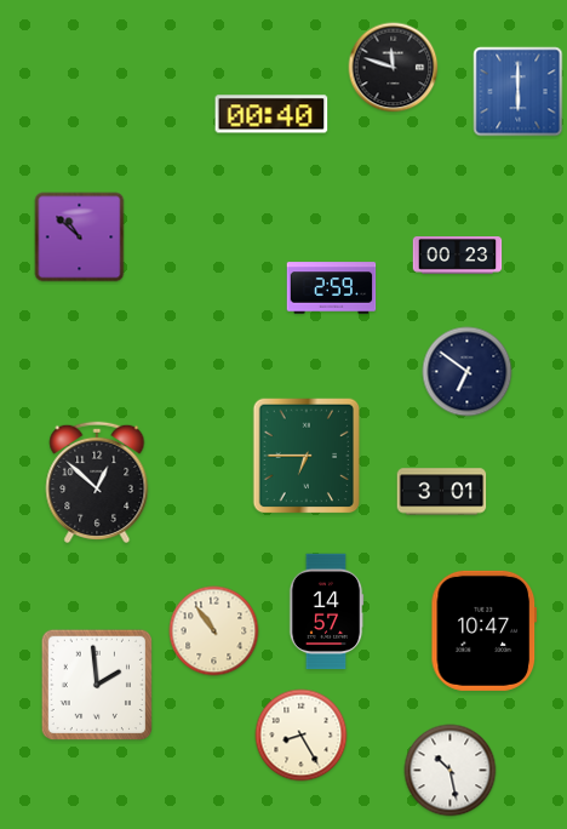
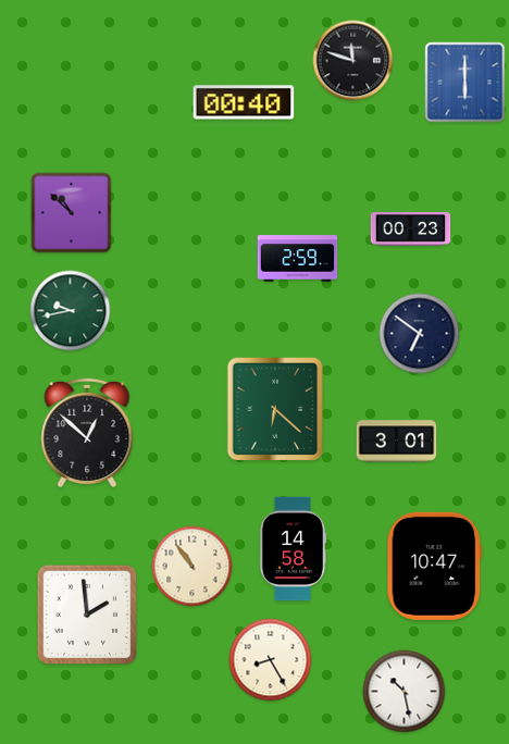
clock at (71, 311): none -> 9:43
clock at (307, 456): 6:45 -> 6:22
clock at (326, 612): 14:57 -> 14:58
